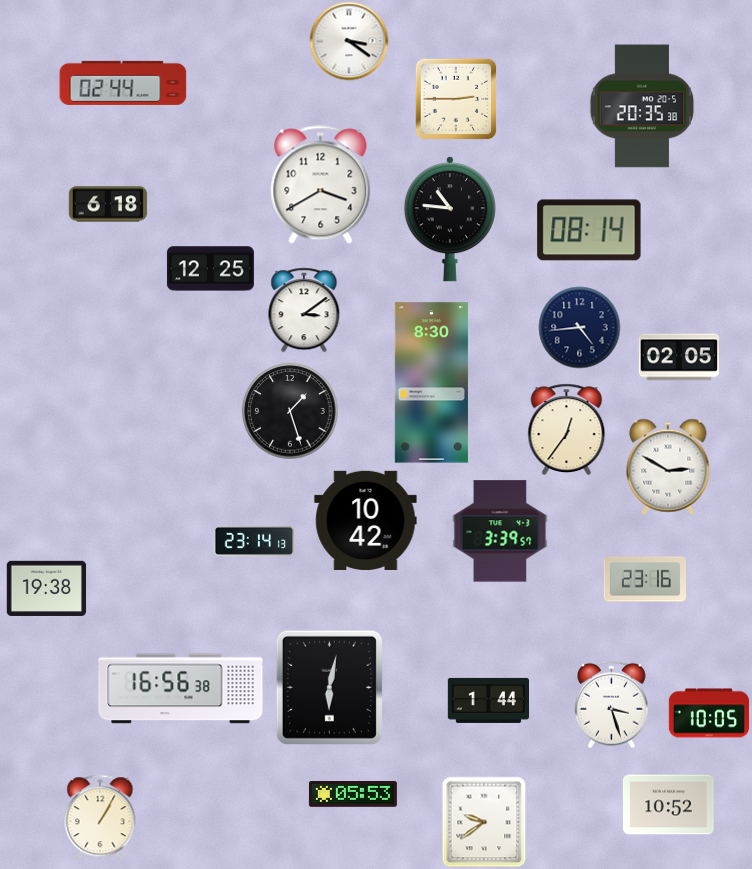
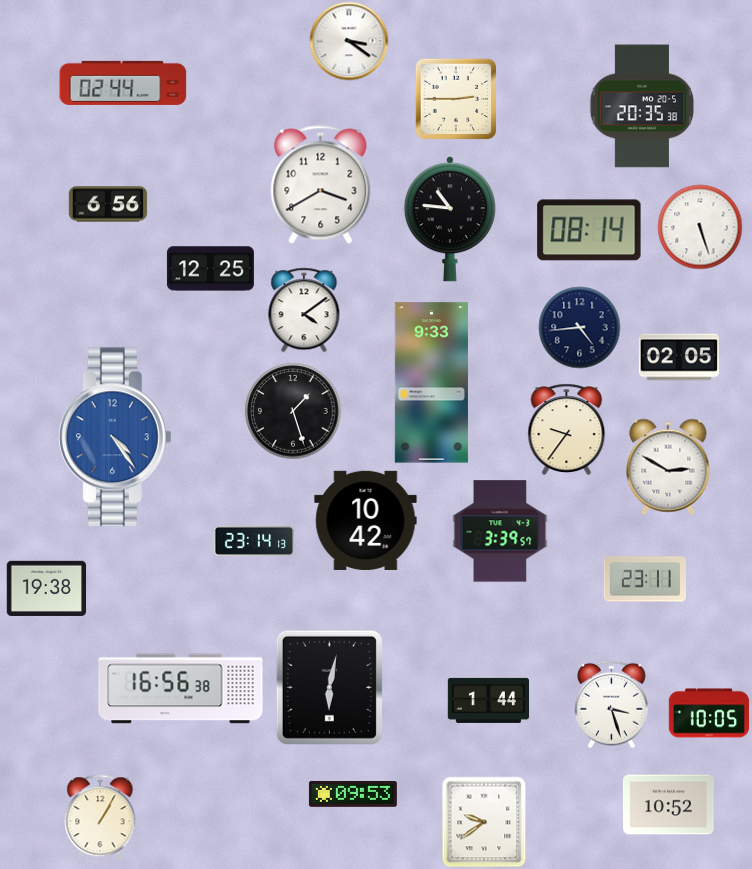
clock at (108, 204): 6:18 -> 6:56
clock at (700, 227): none -> 5:27
clock at (304, 310): 3:09 -> 4:09
clock at (431, 383): 8:30 -> 9:33
clock at (290, 411) position: (290, 411) -> (293, 411)
clock at (567, 429): 12:36 -> 9:36
clock at (115, 437): none -> 4:24
clock at (644, 579): 23:16 -> 23:11
clock at (353, 795): 05:53 -> 09:53
